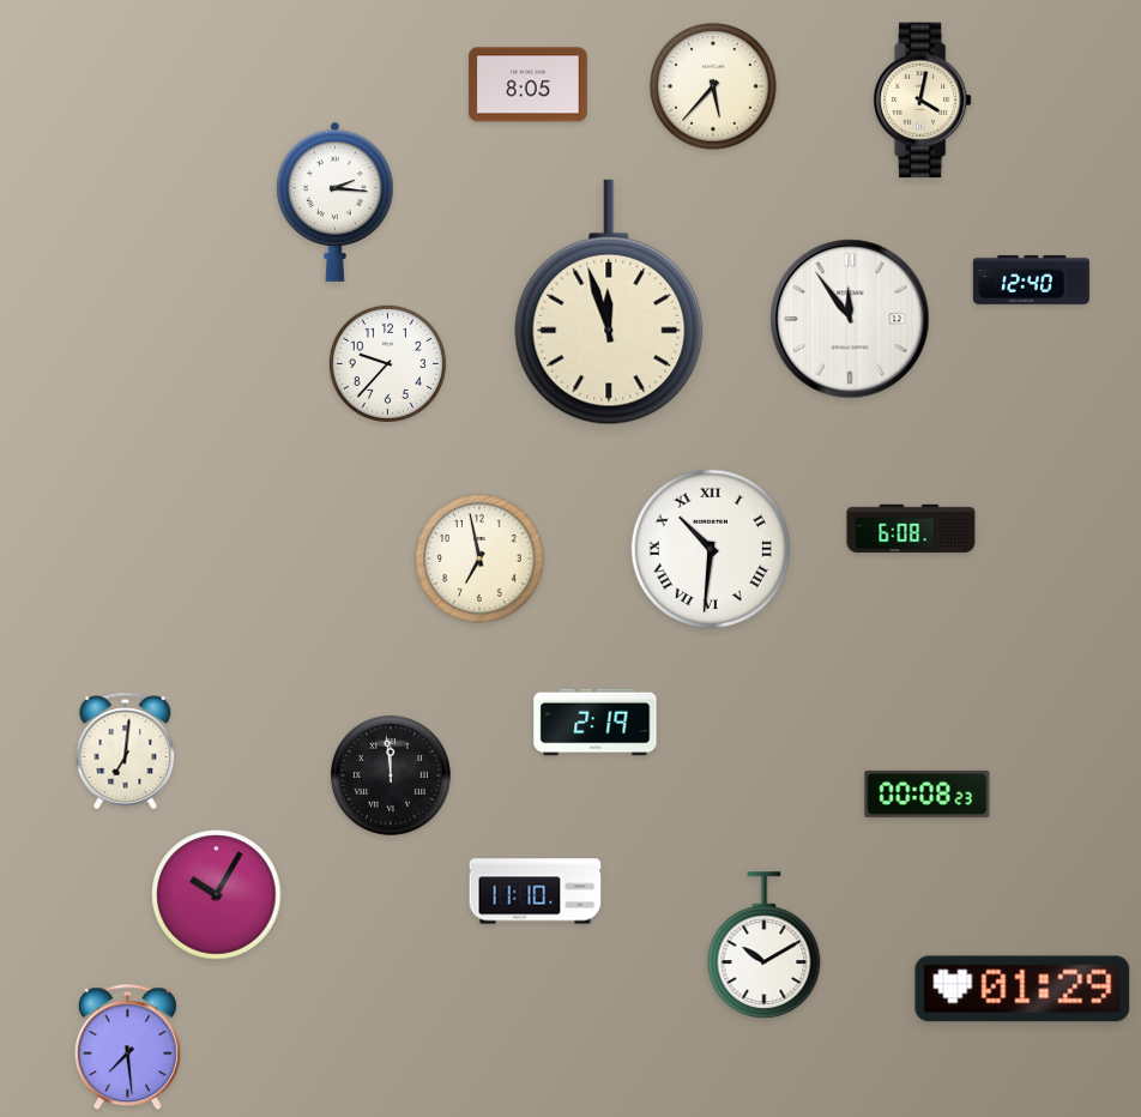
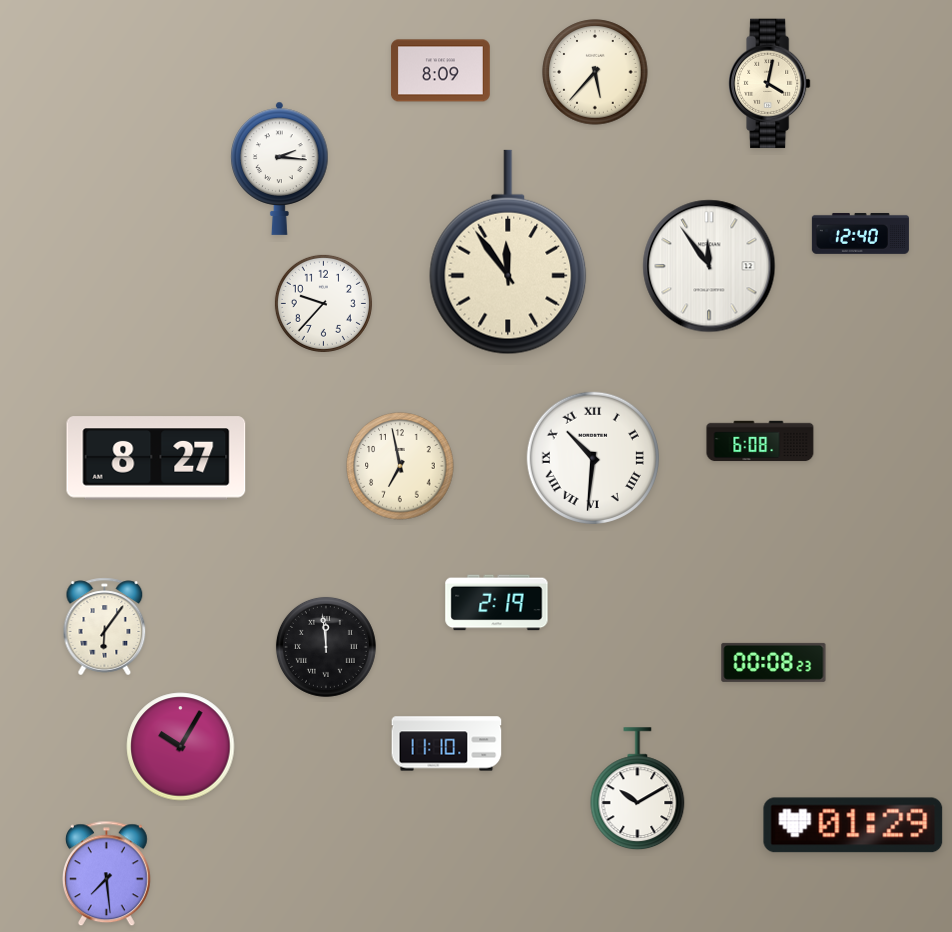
clock at (529, 85): 8:05 -> 8:09
clock at (609, 302): 11:57 -> 11:54
clock at (156, 458): none -> 8:27
clock at (126, 751): 7:01 -> 6:06
